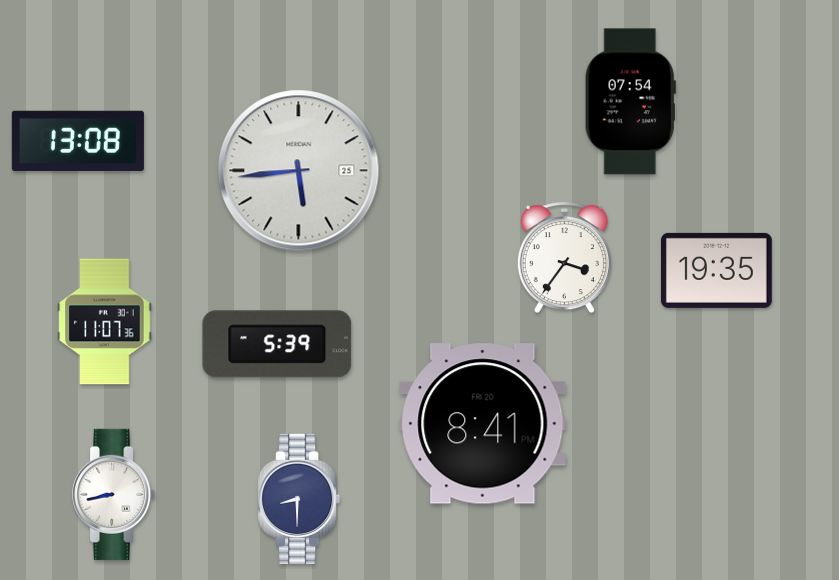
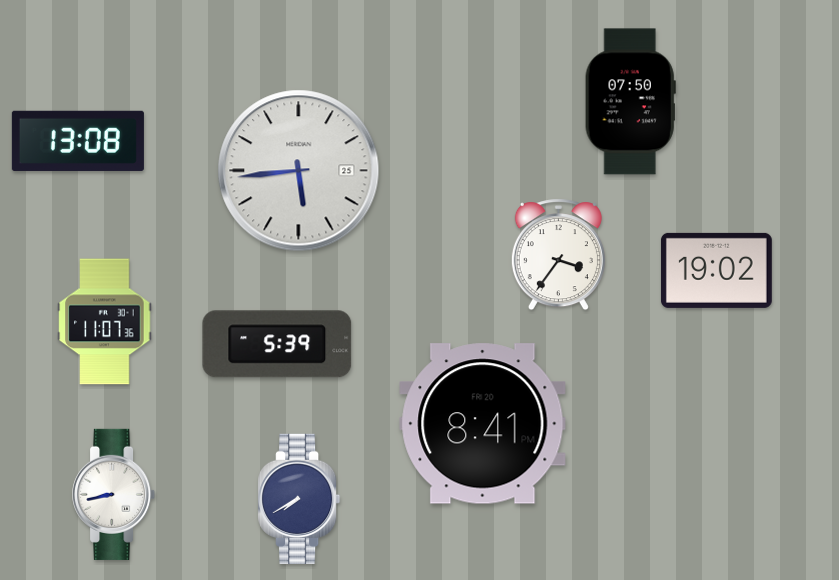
clock at (630, 102): 07:54 -> 07:50
clock at (564, 258) position: (564, 258) -> (558, 255)
clock at (716, 270): 19:35 -> 19:02
clock at (299, 499): 8:30 -> 7:40
